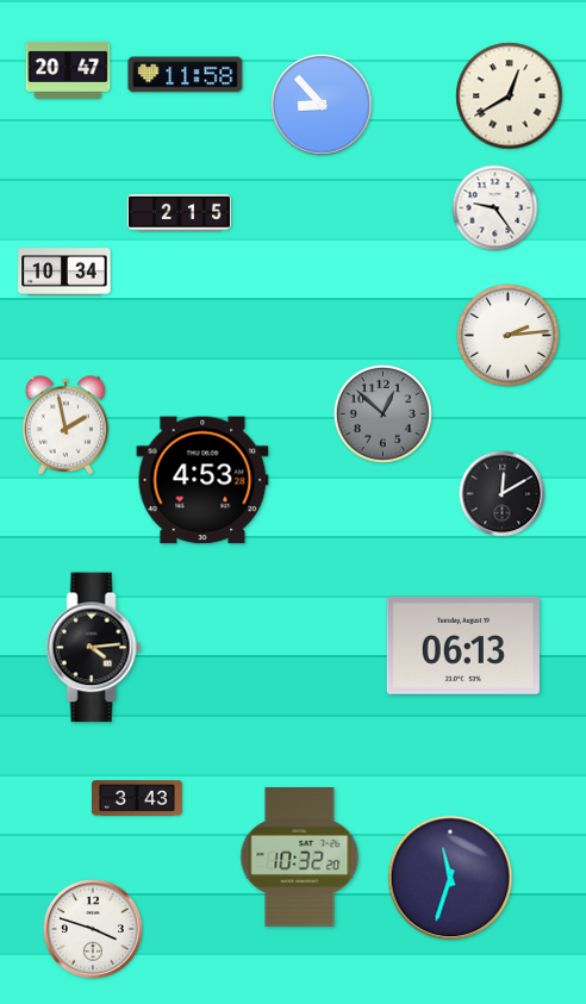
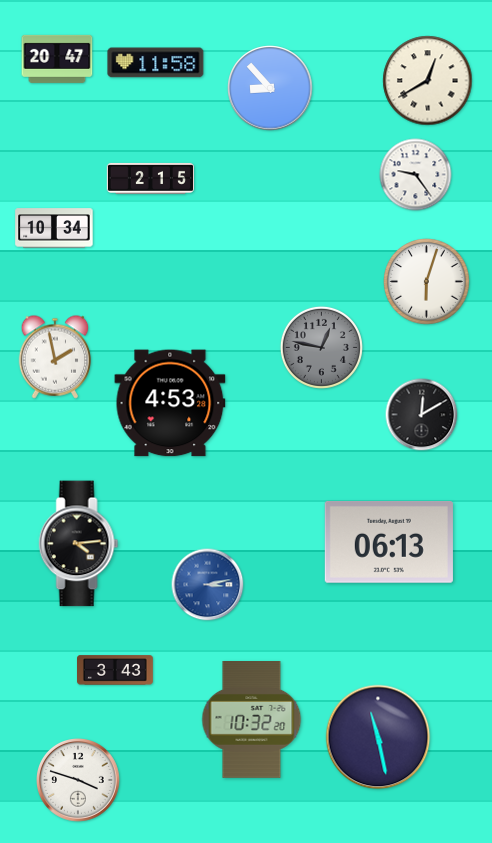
clock at (509, 336): 2:14 -> 6:03
clock at (382, 413): 12:52 -> 12:47
clock at (208, 585): none -> 3:13
clock at (450, 878): 11:33 -> 11:28
